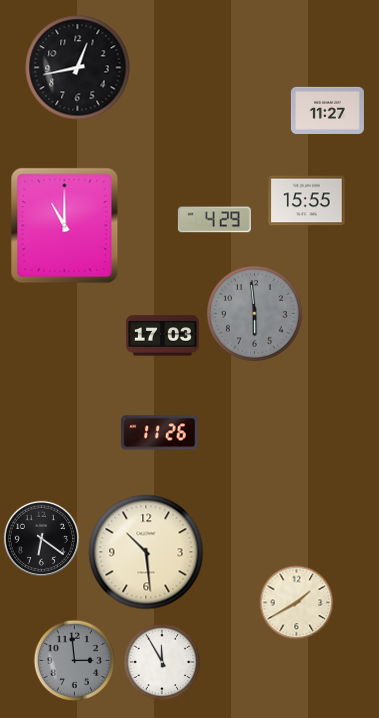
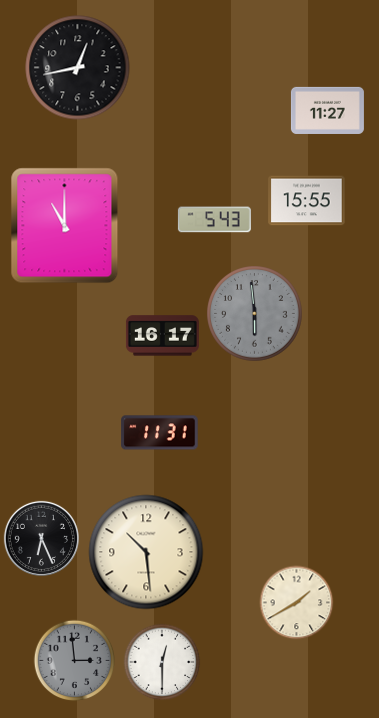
clock at (214, 220): 4:29 -> 5:43
clock at (162, 336): 17:03 -> 16:17
clock at (160, 433): 11:26 -> 11:31
clock at (41, 538): 6:21 -> 6:26
clock at (162, 662): 11:55 -> 12:30
